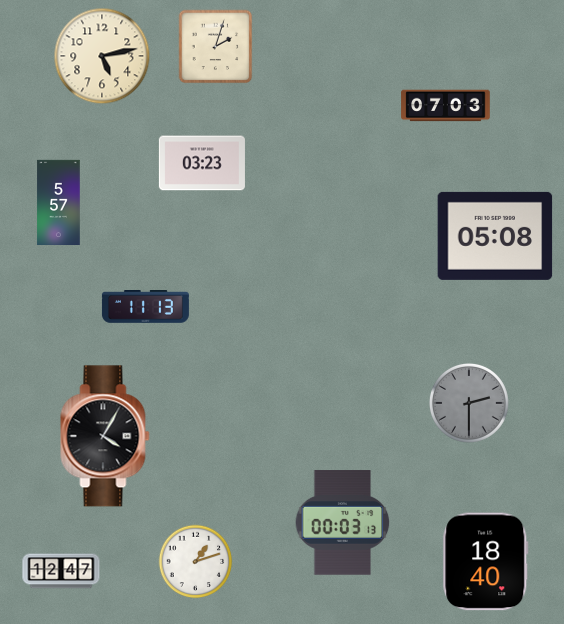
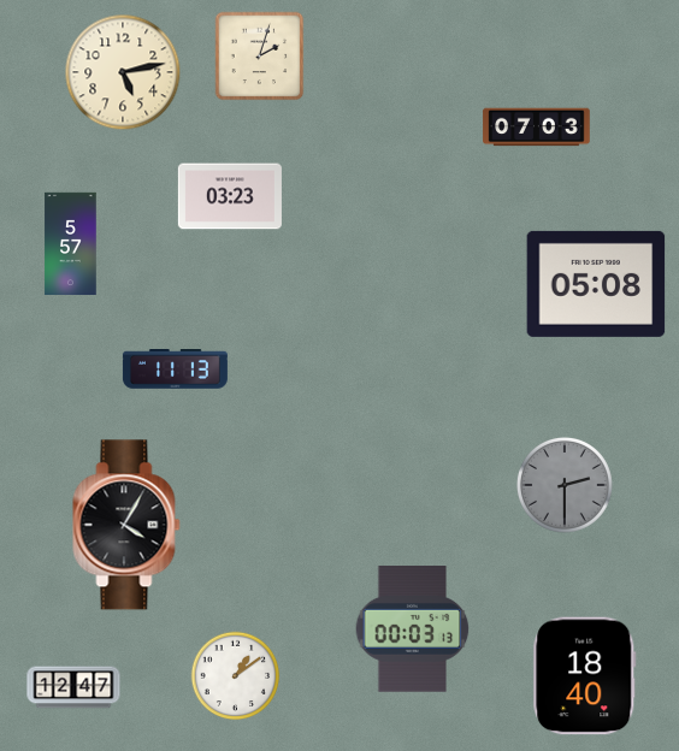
clock at (102, 56) position: (102, 56) -> (123, 72)
clock at (202, 163) position: (202, 163) -> (230, 196)
clock at (196, 562): 1:12 -> 1:09
